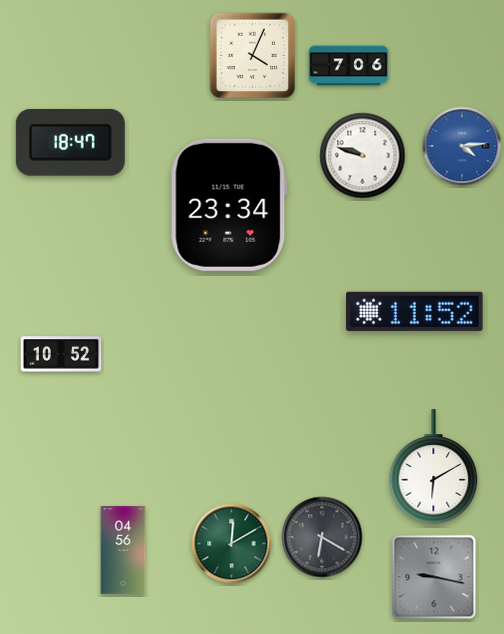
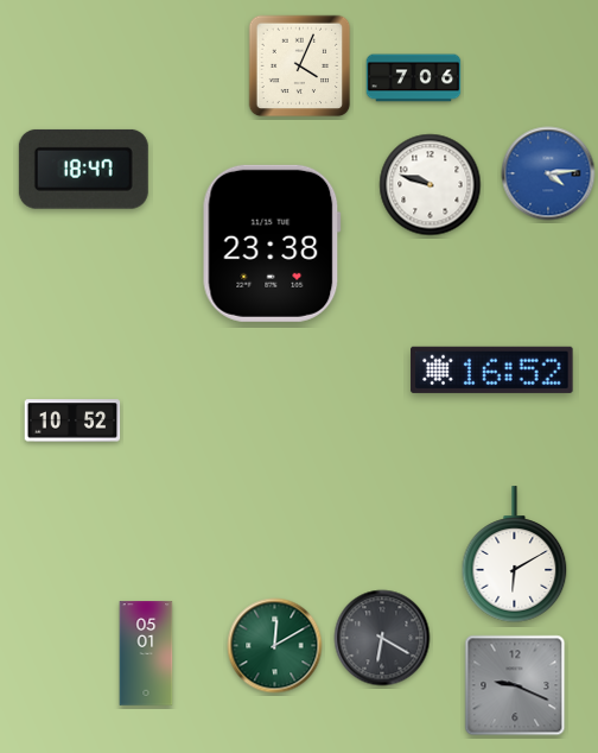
clock at (229, 205): 23:34 -> 23:38
clock at (415, 311): 11:52 -> 16:52
clock at (123, 550): 04:56 -> 05:01
clock at (434, 577): 9:17 -> 9:19
